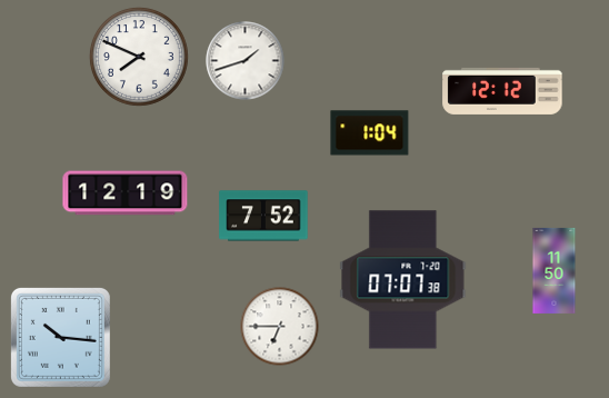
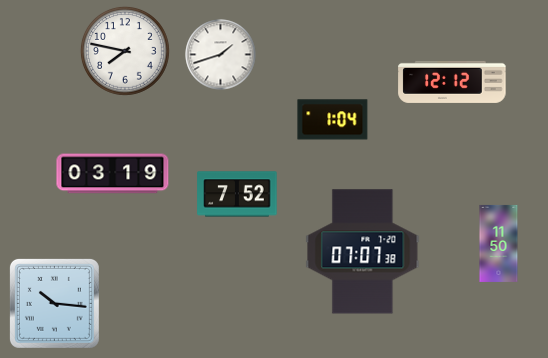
clock at (139, 57): 7:49 -> 7:47
clock at (126, 193): 12:19 -> 03:19
clock at (280, 327): 6:45 -> none
